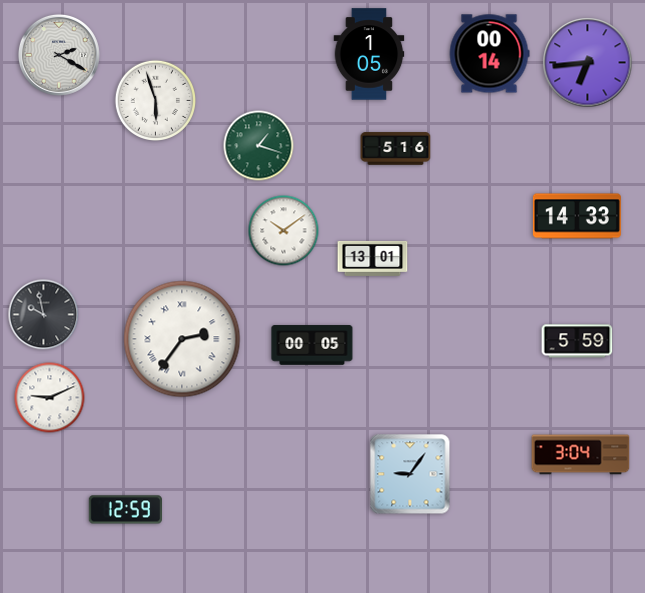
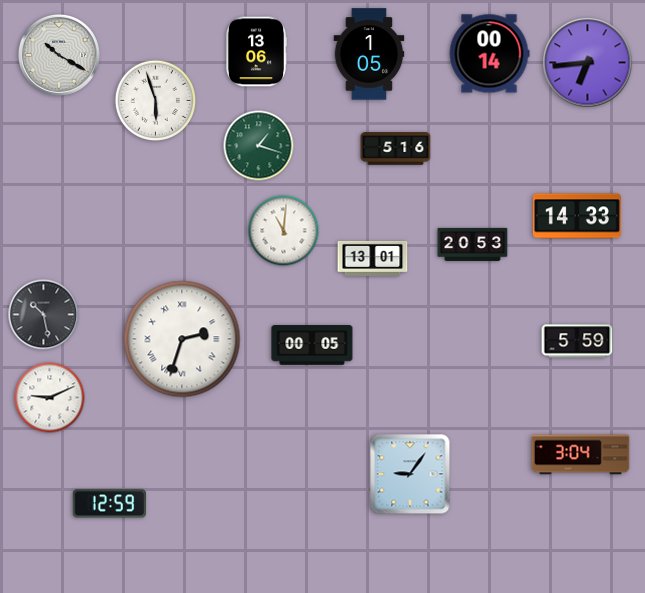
clock at (255, 52): none -> 13:06
clock at (59, 55): 2:20 -> 10:20
clock at (284, 231): 10:09 -> 11:01
clock at (473, 244): none -> 20:53
clock at (44, 315): 9:58 -> 10:28
clock at (182, 339): 2:36 -> 2:33
clock at (125, 510) position: (125, 510) -> (109, 504)
